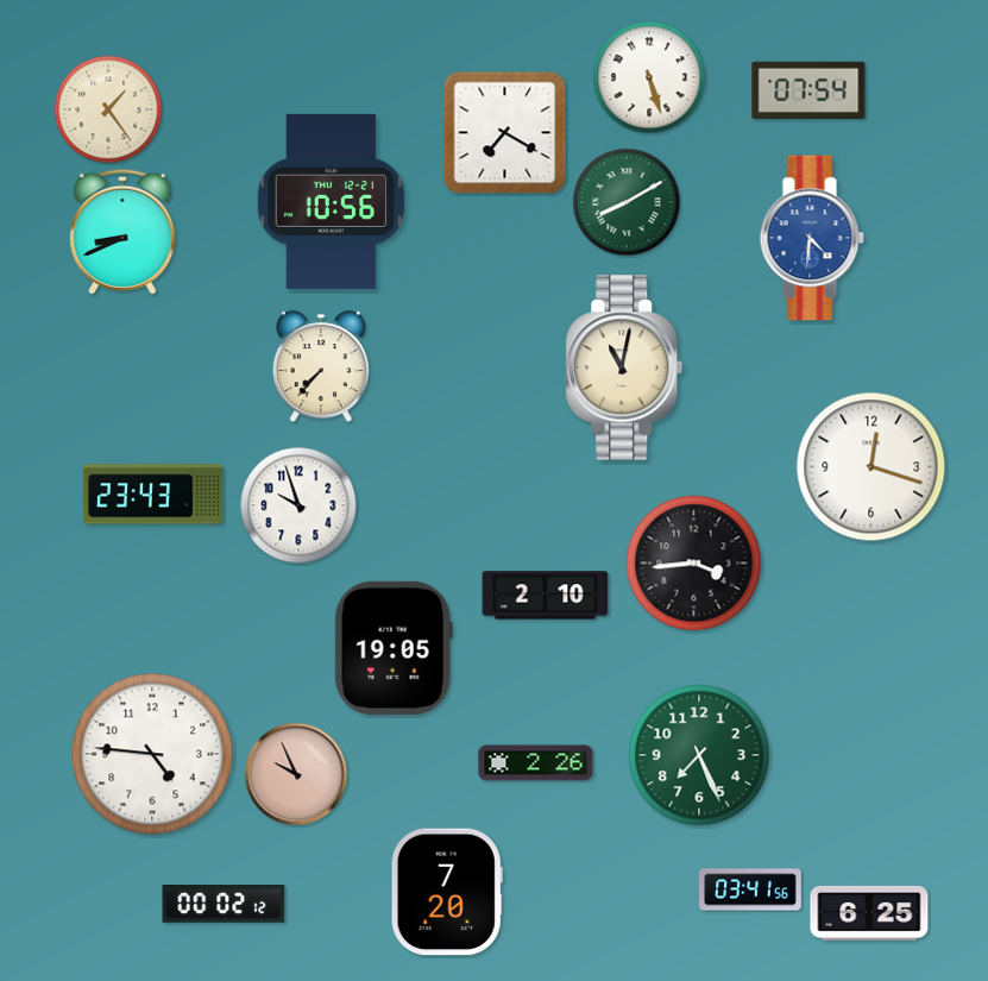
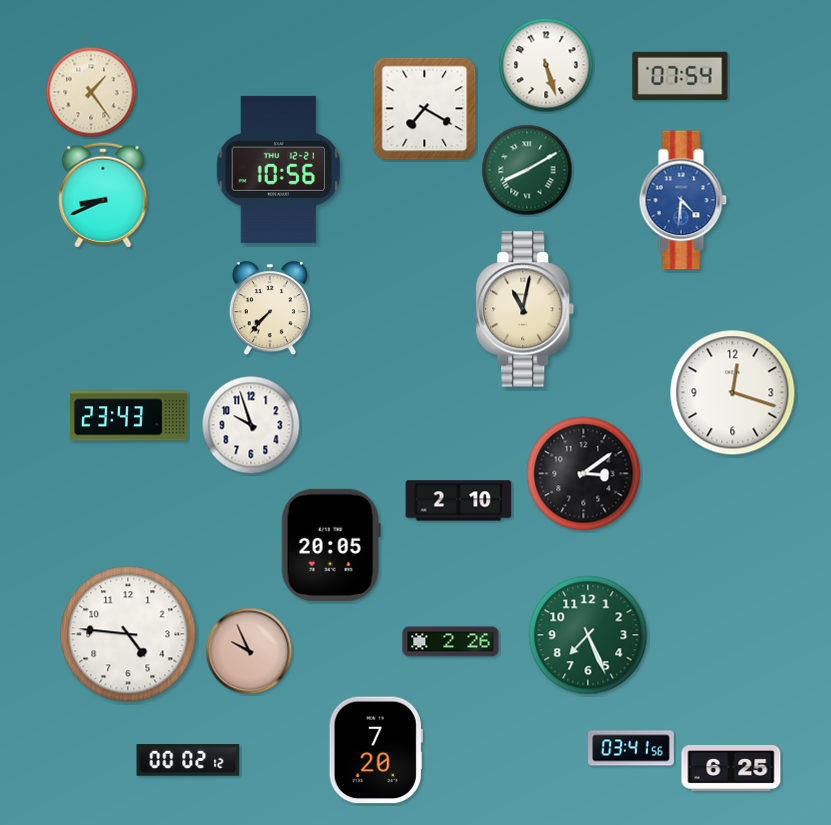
clock at (505, 133) position: (505, 133) -> (425, 109)
clock at (694, 564): 3:44 -> 3:09
clock at (394, 648): 19:05 -> 20:05
